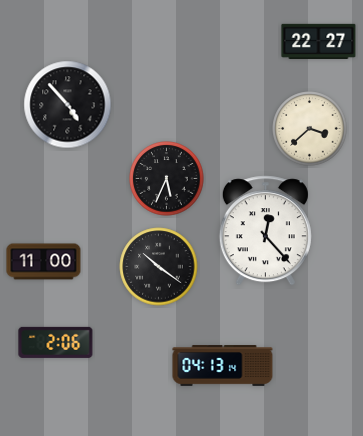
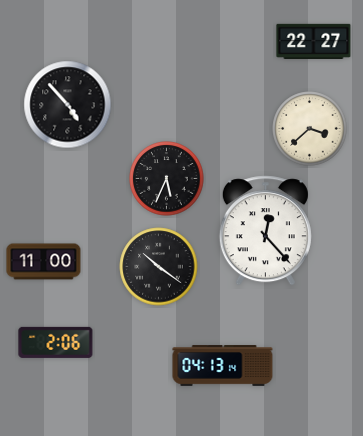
clock at (319, 41) position: (319, 41) -> (314, 41)
